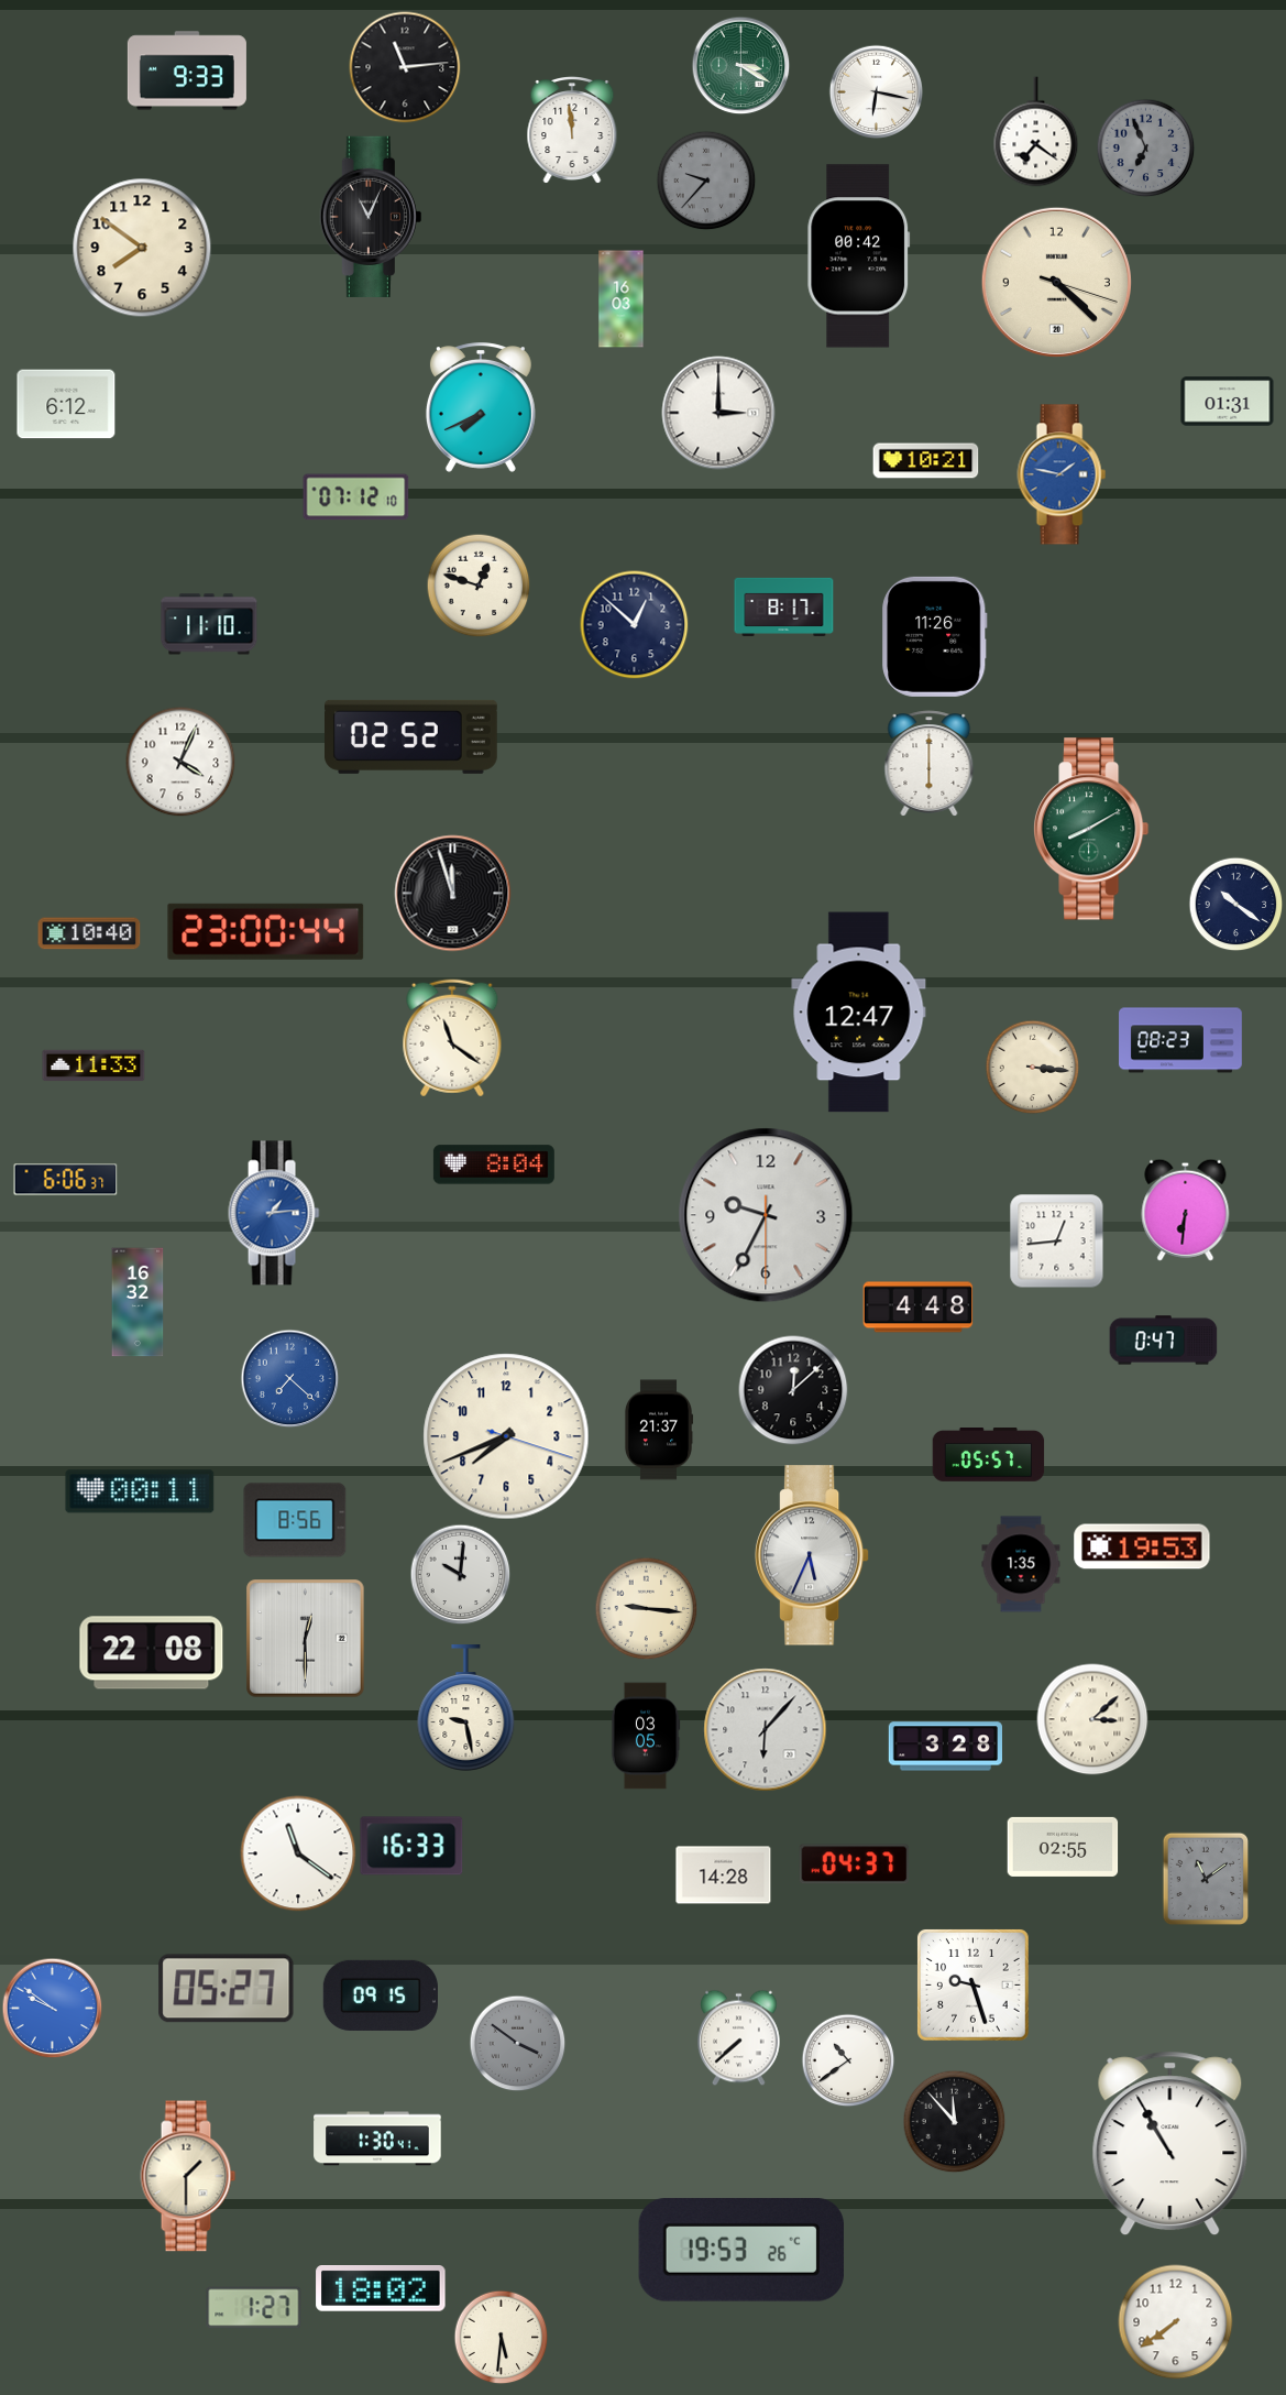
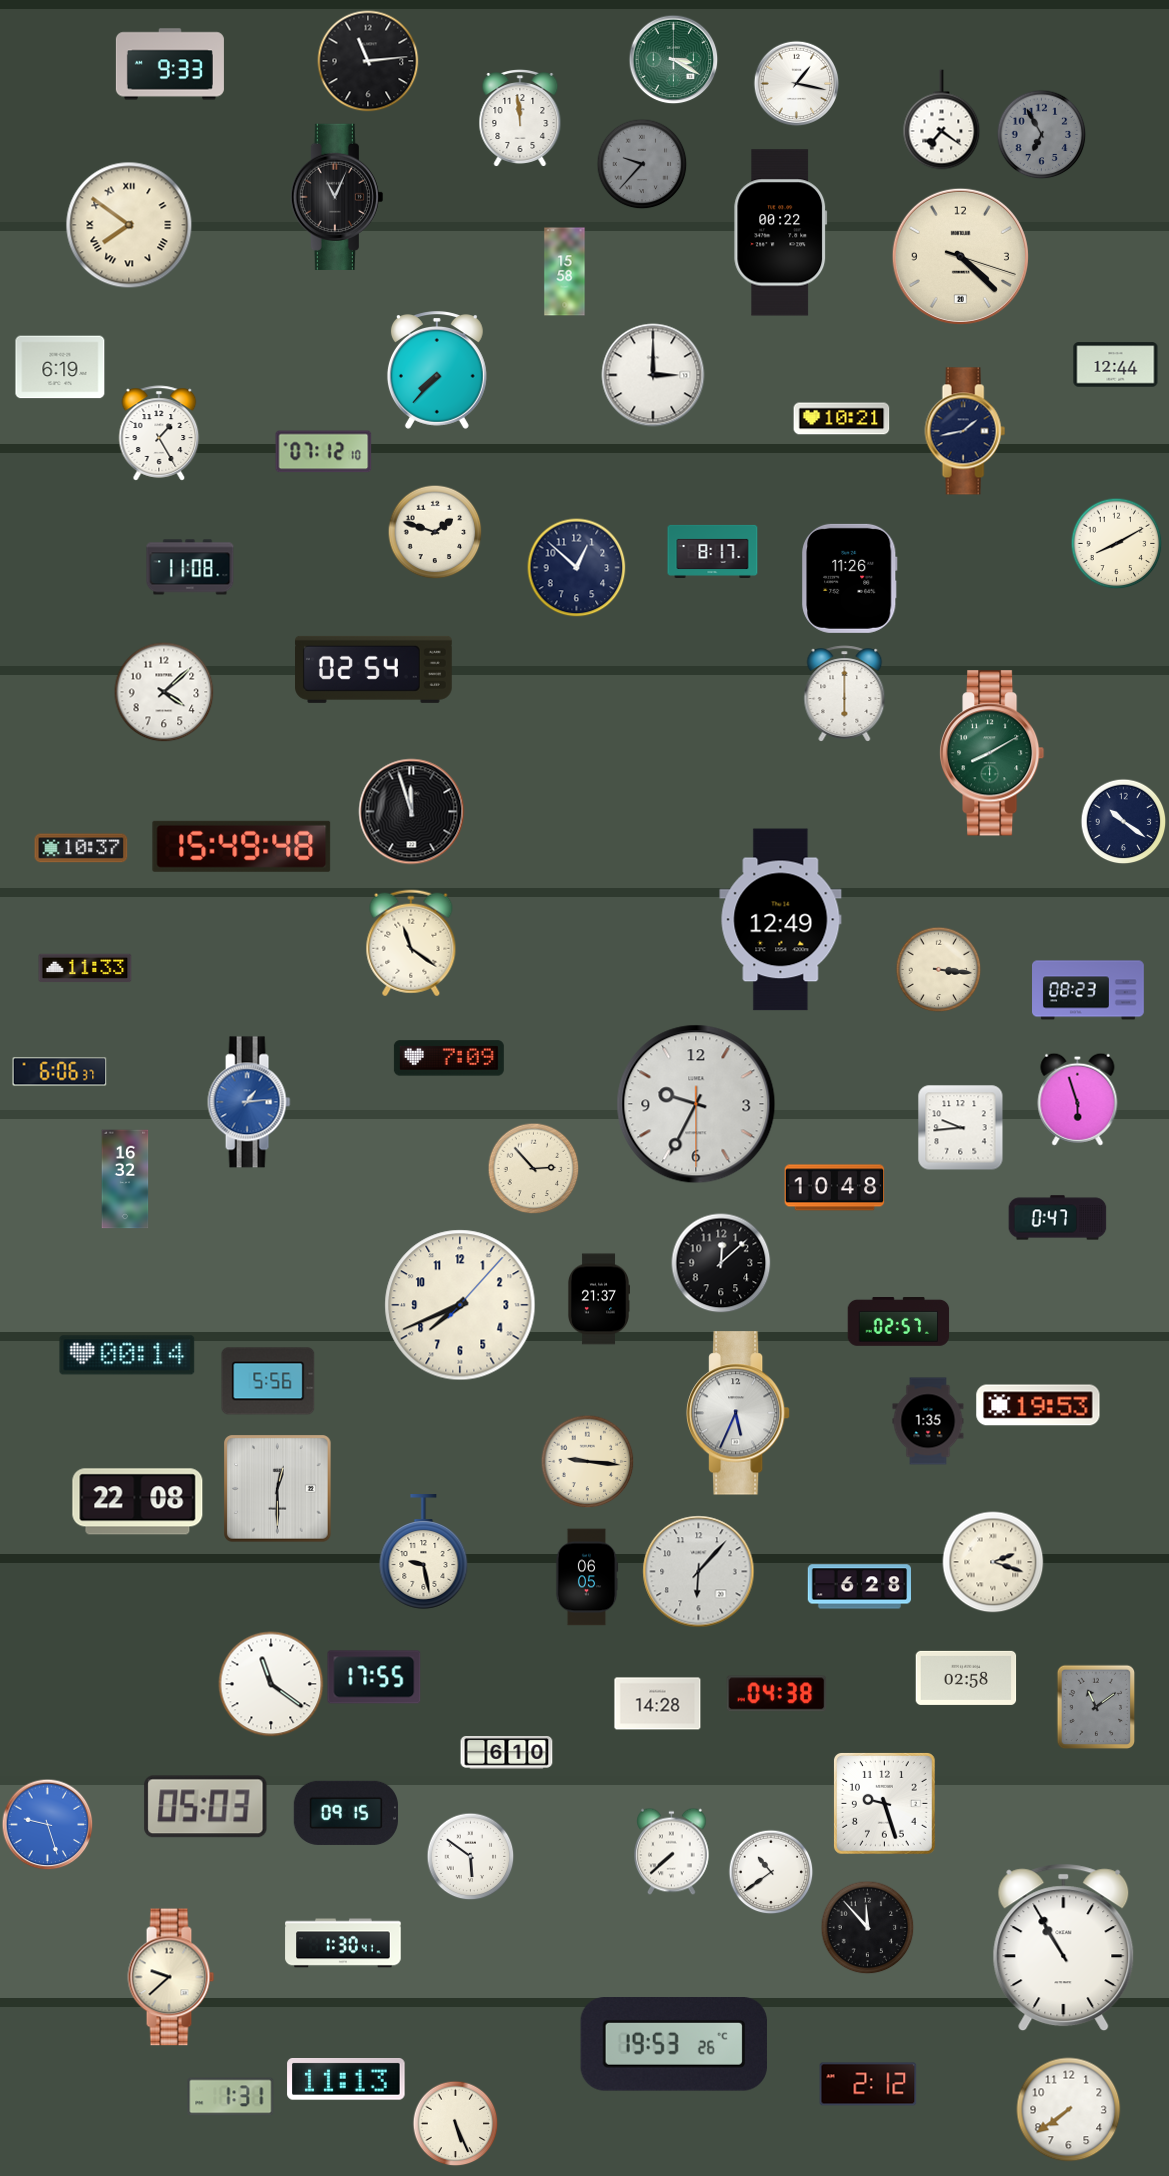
clock at (876, 91): 6:17 -> 1:17
clock at (1145, 147): 6:56 -> 6:55
clock at (142, 248) numerals: Arabic -> Roman
clock at (859, 256): 00:42 -> 00:22
clock at (622, 299): 16:03 -> 15:58
clock at (1228, 402): 01:31 -> 12:44
clock at (66, 404): 6:12 -> 6:19
clock at (481, 407): 7:41 -> 7:37
clock at (1062, 474): 1:47 -> 1:43
clock at (1062, 474) dial: blue -> navy
clock at (159, 433): none -> 1:25
clock at (479, 586): 12:48 -> 1:48
clock at (1116, 543): none -> 8:10
clock at (209, 624): 11:10 -> 11:08
clock at (411, 736): 02:52 -> 02:54
clock at (180, 762): 4:04 -> 4:08
clock at (266, 931): 23:00 -> 15:49
clock at (89, 933): 10:40 -> 10:37
clock at (859, 1013): 12:47 -> 12:49
clock at (1181, 1040) position: (1181, 1040) -> (1089, 990)
clock at (494, 1164): 8:04 -> 7:09
clock at (1186, 1210): 6:31 -> 5:57
clock at (1057, 1242): 12:44 -> 9:44
clock at (533, 1168): none -> 2:53
clock at (138, 1302) position: (138, 1302) -> (125, 1179)
clock at (919, 1308): 4:48 -> 10:48
clock at (289, 1378): 7:22 -> none
clock at (506, 1436): 7:41:18 -> 7:41:07
clock at (989, 1455): 05:57 -> 02:57
clock at (140, 1491): 00:11 -> 00:14
clock at (295, 1520): 8:56 -> 5:56
clock at (460, 1574): 10:01 -> none
clock at (1092, 1719): 3:08 -> 2:18
clock at (766, 1730) position: (766, 1730) -> (699, 1572)
clock at (646, 1736): 03:05 -> 06:05
clock at (945, 1747): 3:28 -> 6:28
clock at (411, 1846): 16:33 -> 17:55
clock at (1063, 1847): 02:55 -> 02:58
clock at (855, 1864): 04:37 -> 04:38
clock at (507, 1753): none -> 6:10
clock at (227, 1989): 05:27 -> 05:03
clock at (52, 2008): 9:51 -> 9:27
clock at (517, 2043): 3:51 -> 5:51
clock at (517, 2043) dial: grey -> white
clock at (188, 2176): 1:30 -> 9:38
clock at (381, 2289): 18:02 -> 11:13
clock at (868, 2084): none -> 2:12
clock at (254, 2308): 1:27 -> 1:31
clock at (501, 2337): 5:31 -> 5:26
